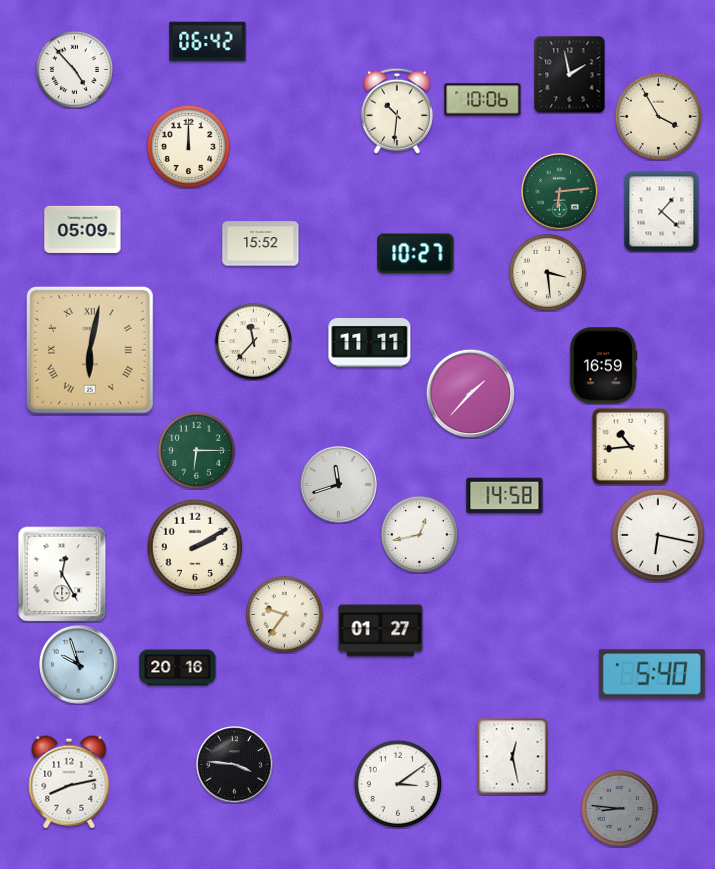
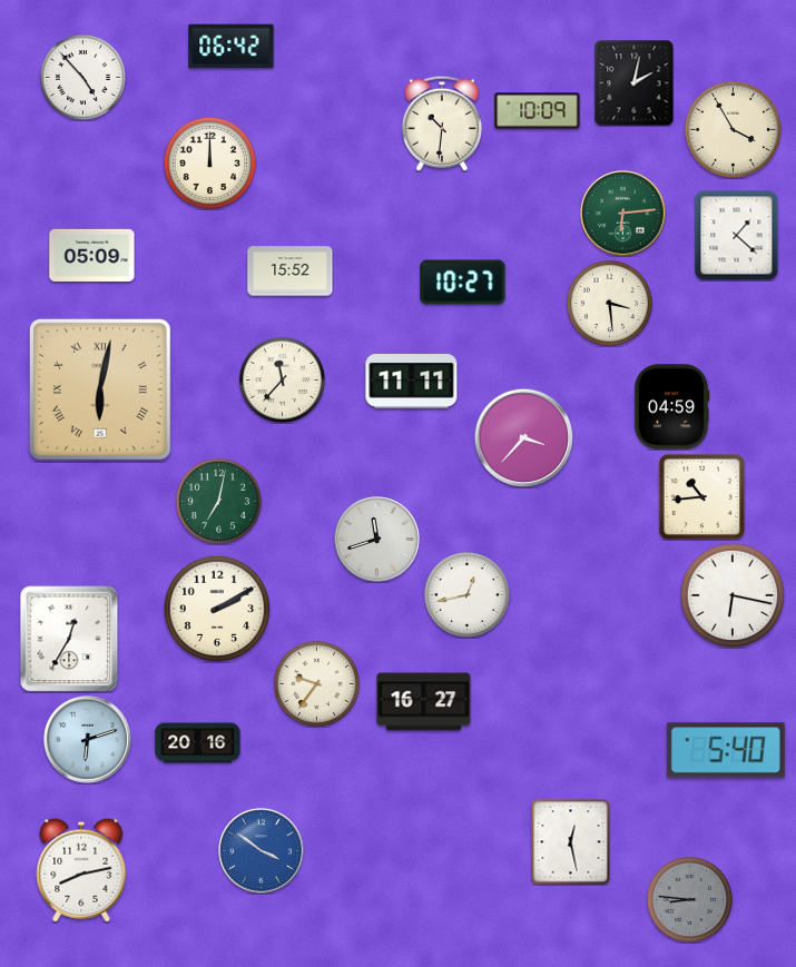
clock at (570, 74): 1:58 -> 2:02
clock at (483, 100): 10:06 -> 10:09
clock at (603, 366): 16:59 -> 04:59
clock at (470, 393): 1:37 -> 3:37
clock at (196, 450): 6:15 -> 7:02
clock at (505, 496): 14:58 -> none
clock at (62, 574): 12:25 -> 12:35
clock at (381, 631): 01:27 -> 16:27
clock at (79, 665): 9:57 -> 6:12
clock at (235, 765): 3:46 -> 3:51
clock at (235, 765) dial: black -> blue
clock at (69, 782) position: (69, 782) -> (81, 870)
clock at (397, 783): 3:09 -> none
